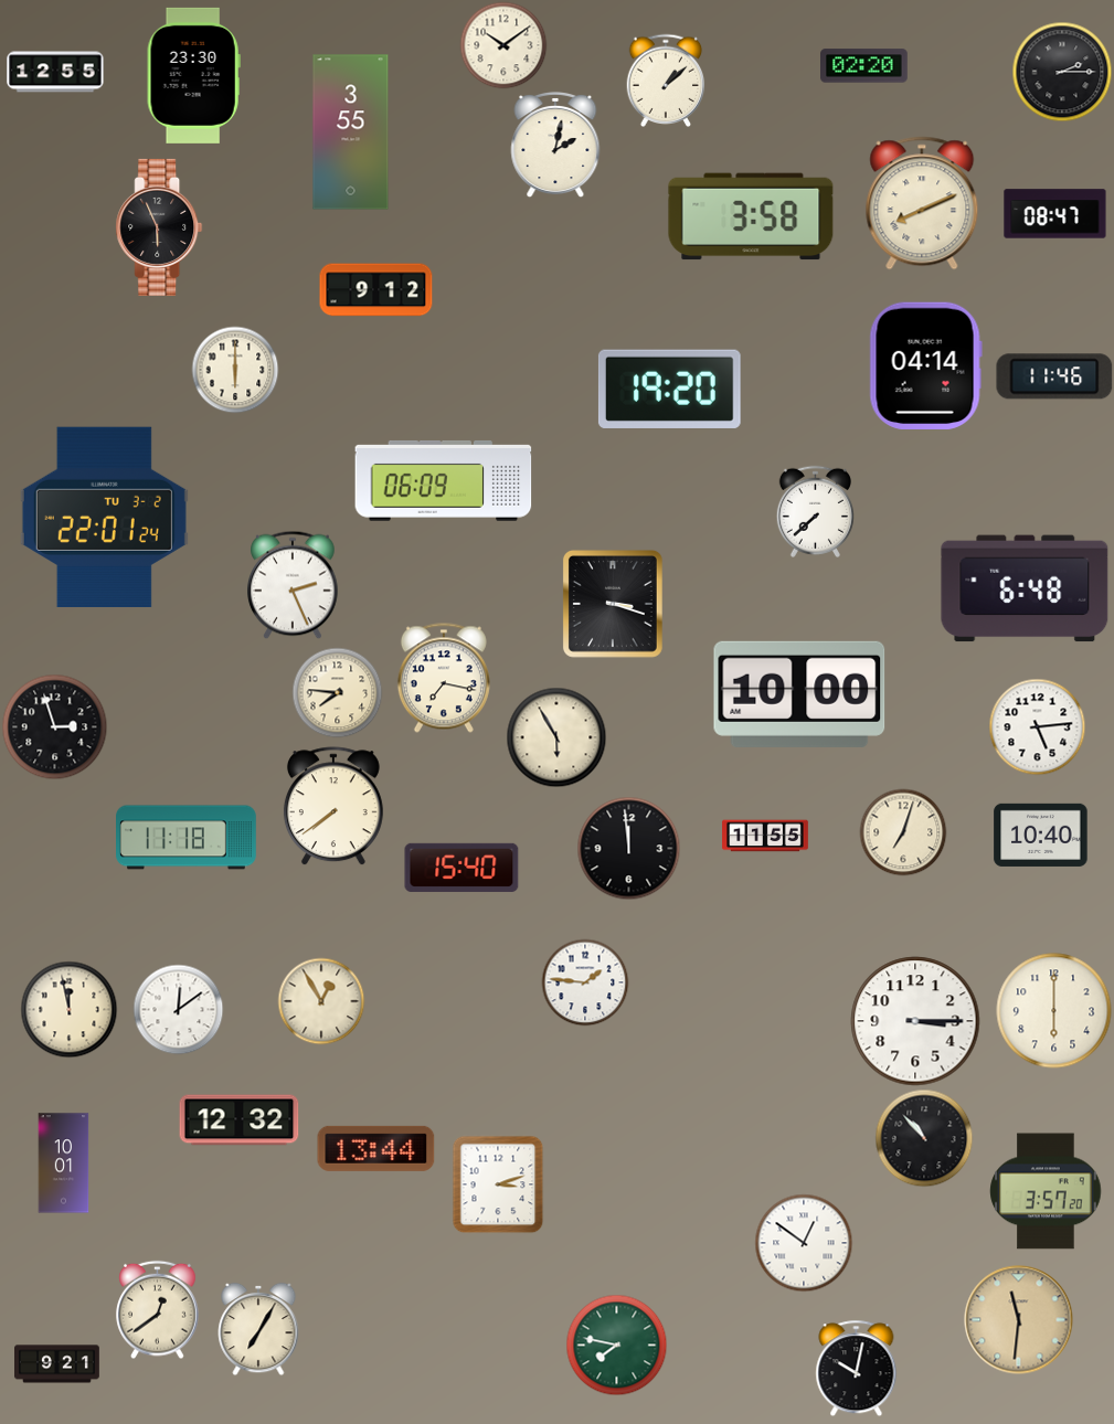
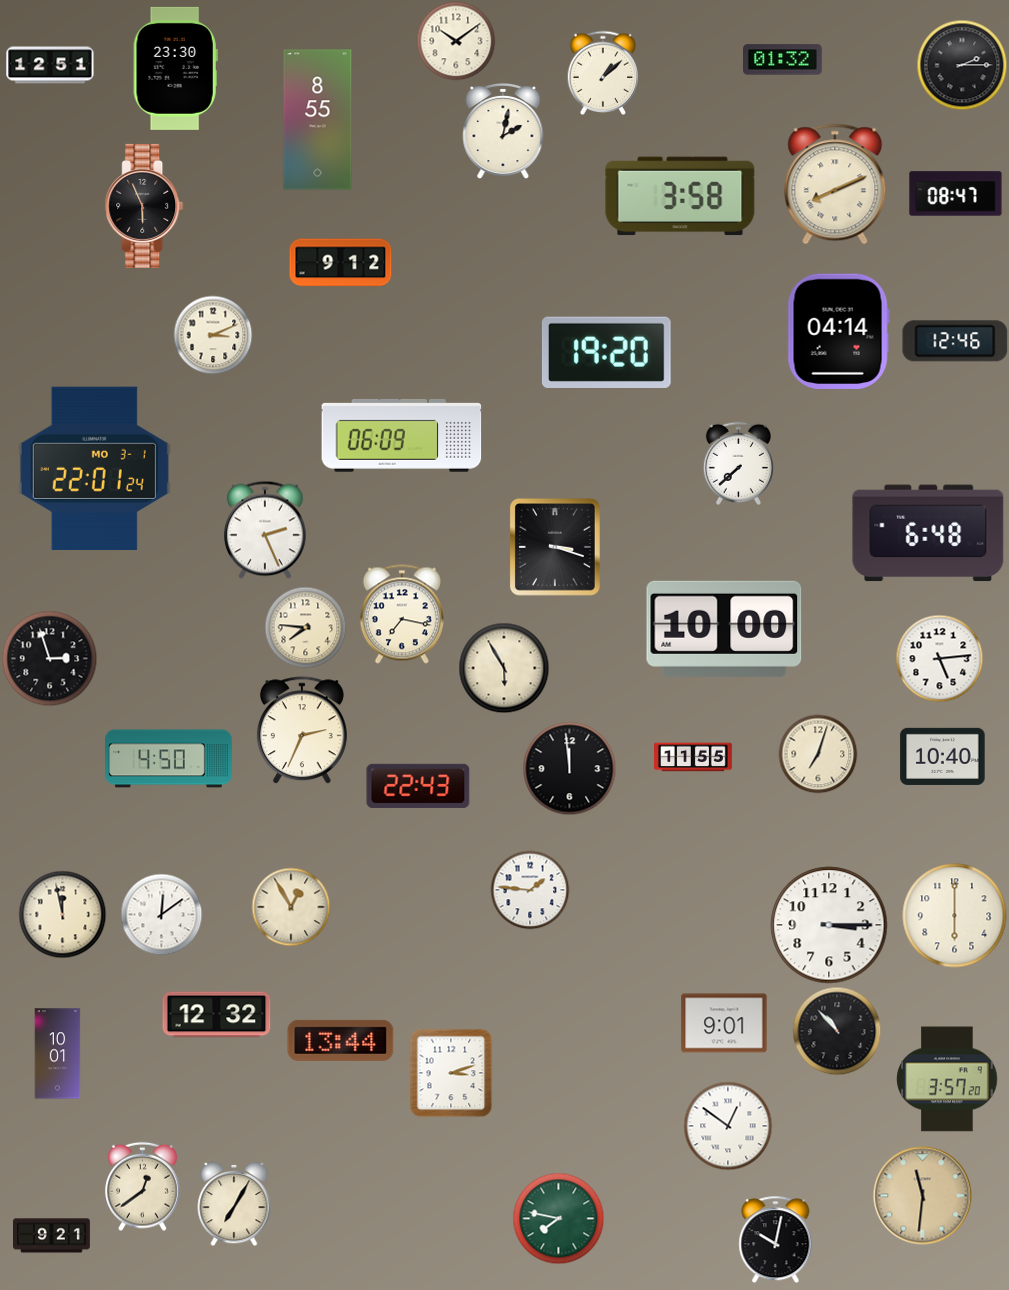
clock at (864, 66): 02:20 -> 01:32
clock at (55, 72): 12:55 -> 12:51
clock at (351, 132): 3:55 -> 8:55
clock at (235, 370): 6:00 -> 3:11
clock at (1054, 376): 11:46 -> 12:46
clock at (104, 517) date: TU 3-2 -> MO 3-1
clock at (333, 806): 7:39 -> 2:34
clock at (187, 838): 11:18 -> 4:50
clock at (461, 868): 15:40 -> 22:43
clock at (724, 1023): none -> 9:01
